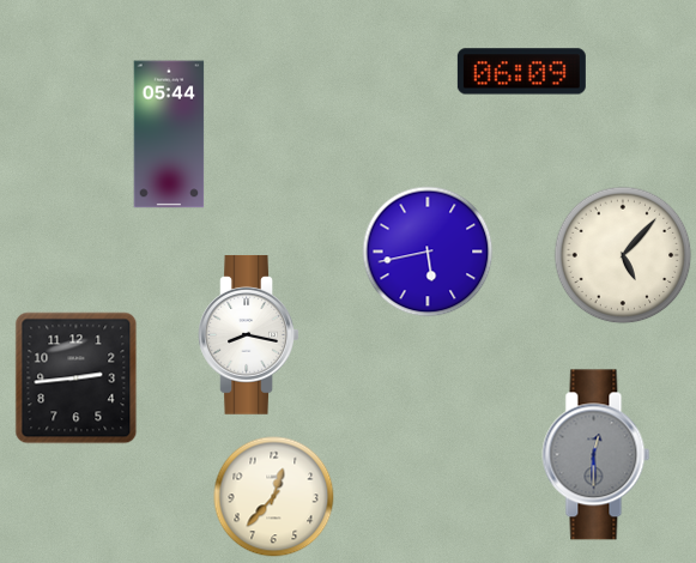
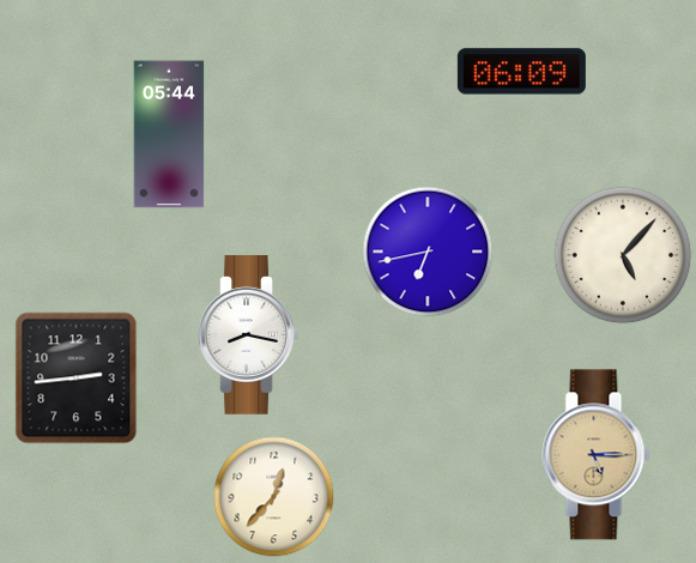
clock at (428, 252): 5:43 -> 6:43
clock at (597, 455): 12:30 -> 5:15
clock at (597, 455) dial: grey -> champagne
